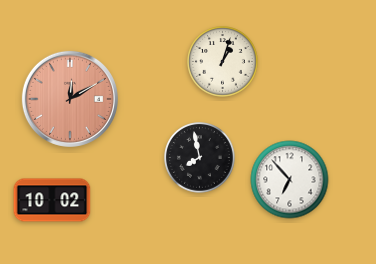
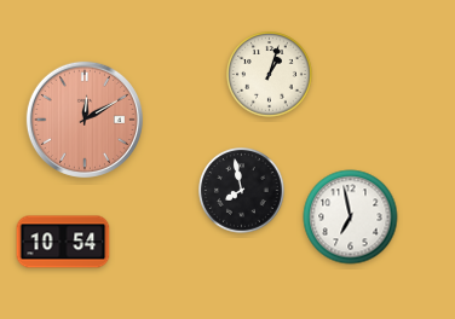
clock at (290, 180): 6:53 -> 6:58
clock at (52, 200): 10:02 -> 10:54
